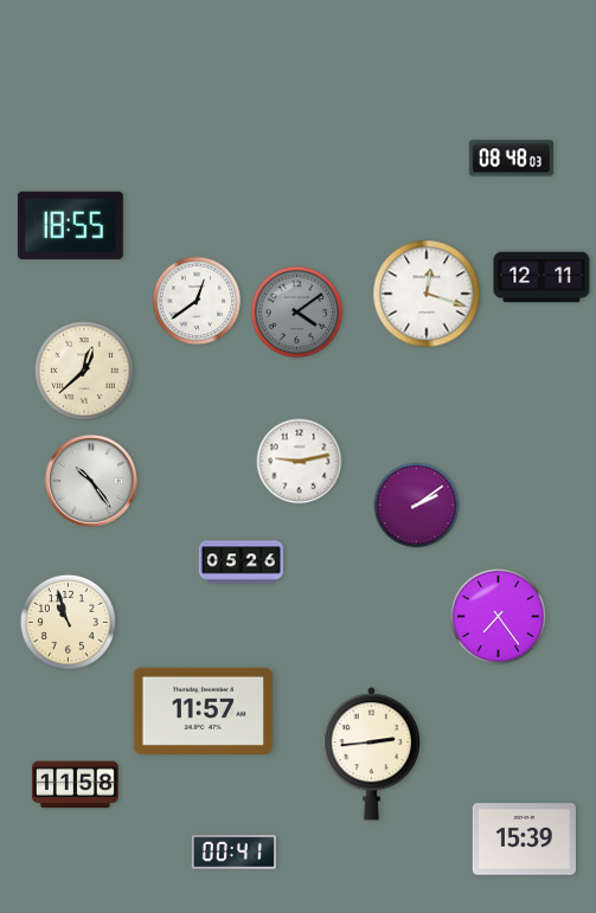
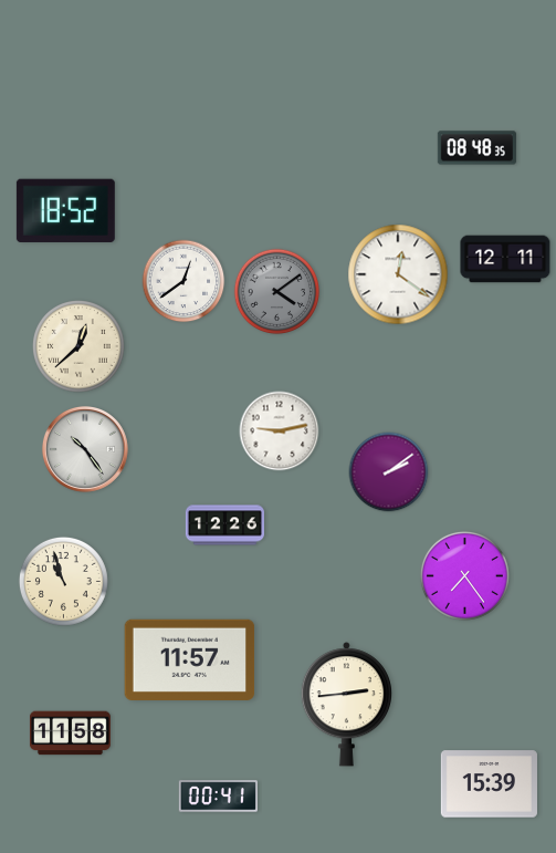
clock at (511, 159): 08:48:03 -> 08:48:35
clock at (70, 225): 18:55 -> 18:52
clock at (427, 294): 12:18 -> 12:21
clock at (241, 562): 05:26 -> 12:26
clock at (204, 711) position: (204, 711) -> (190, 659)
